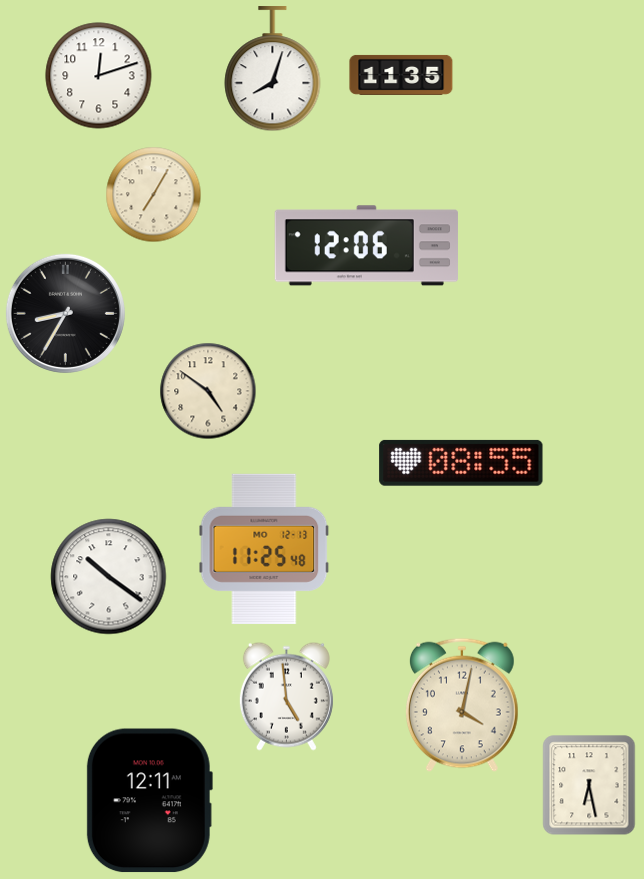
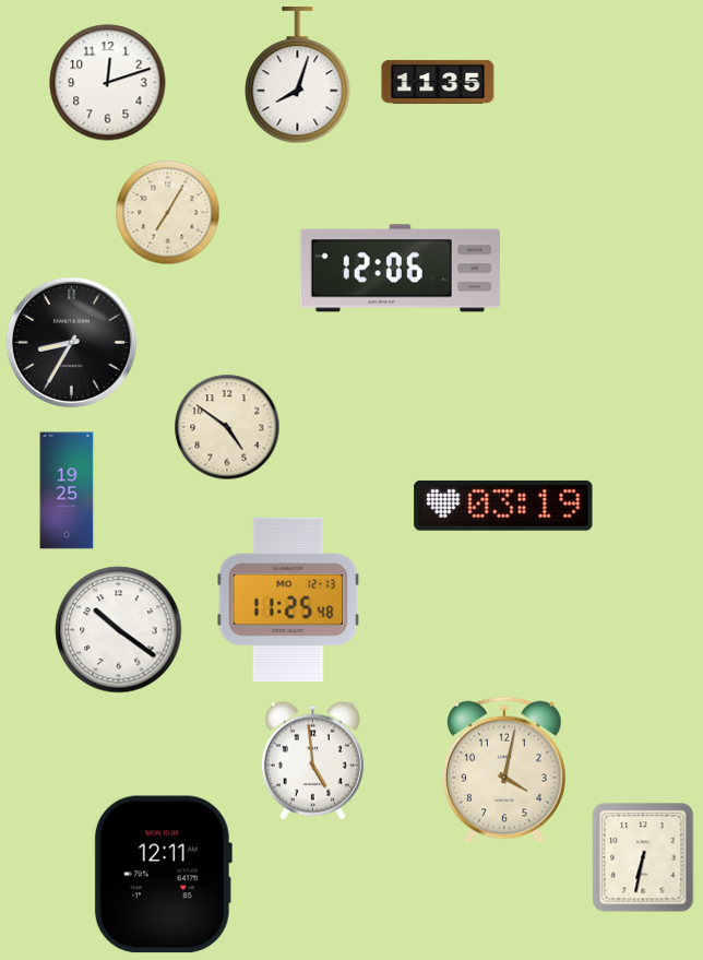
clock at (67, 490): none -> 19:25
clock at (461, 463): 08:55 -> 03:19
clock at (589, 785): 6:28 -> 6:32
